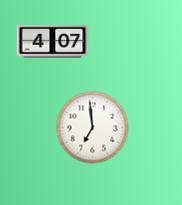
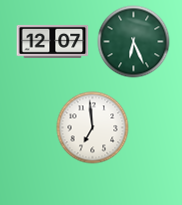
clock at (53, 41): 4:07 -> 12:07
clock at (134, 42): none -> 6:26
